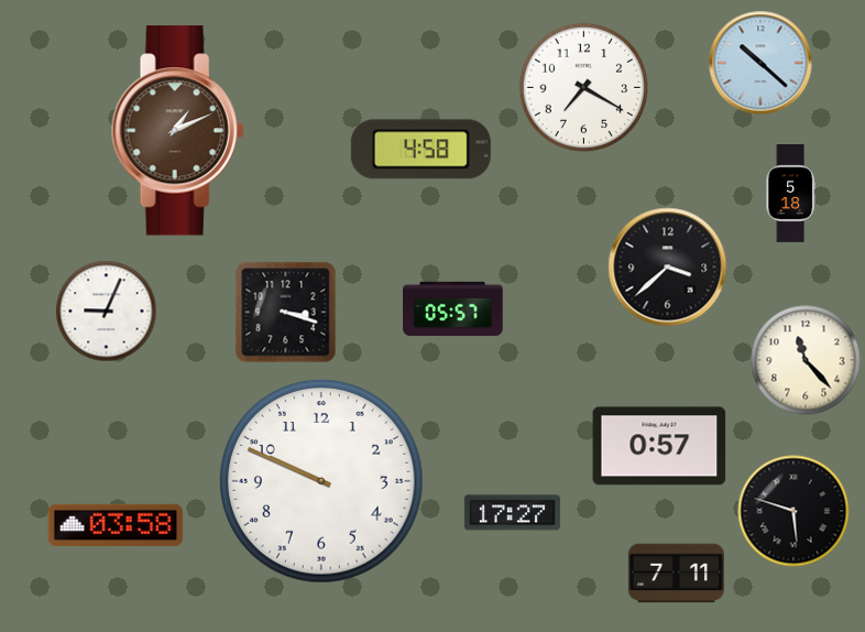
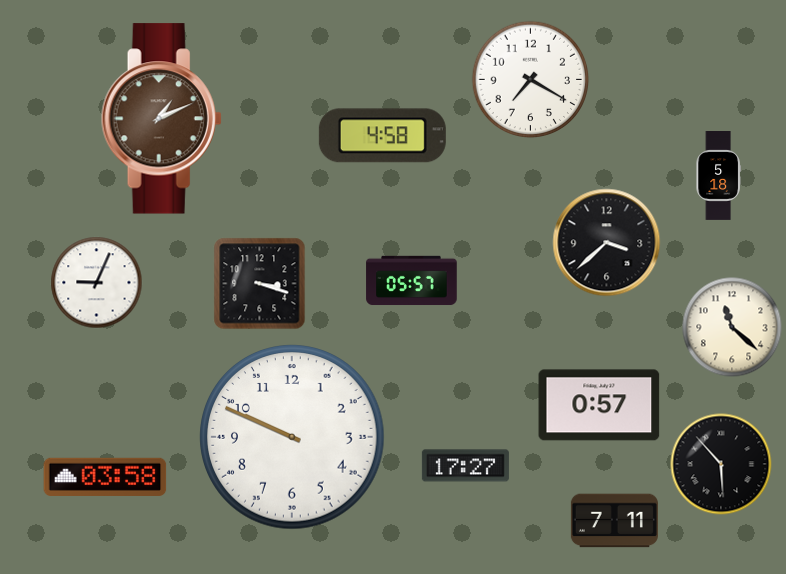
clock at (760, 63): 10:22 -> none
clock at (806, 360): 11:23 -> 11:22
clock at (793, 511): 5:48 -> 5:53
